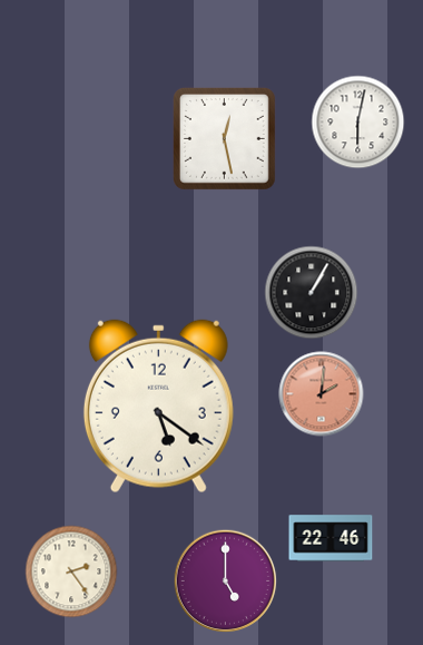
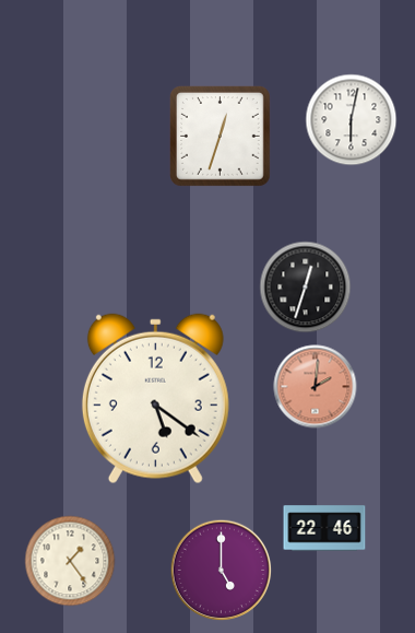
clock at (225, 139): 12:28 -> 12:33
clock at (312, 293): 1:05 -> 12:33
clock at (71, 571): 2:24 -> 1:24
